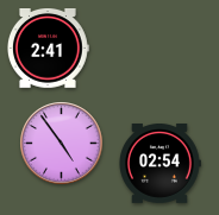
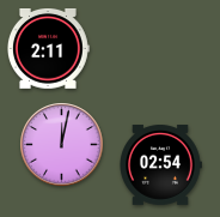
clock at (49, 49): 2:41 -> 2:11
clock at (62, 144): 4:54 -> 12:02
